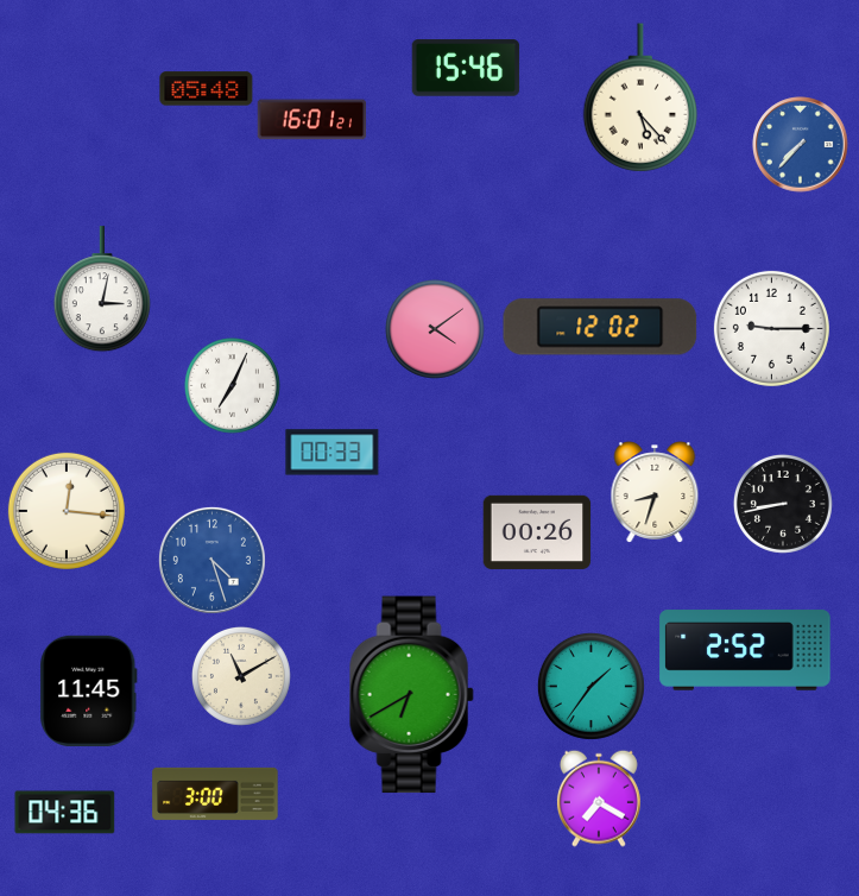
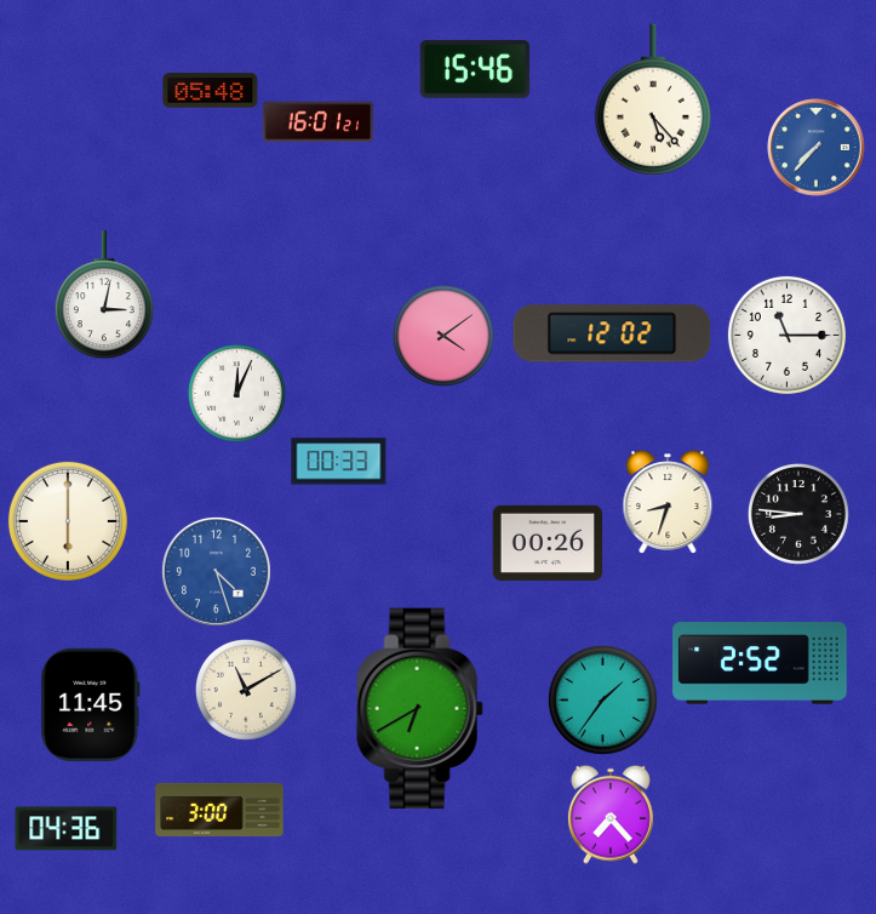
clock at (771, 328): 9:15 -> 11:15
clock at (233, 386): 7:04 -> 12:04
clock at (783, 504): 8:43 -> 8:46
clock at (67, 511): 12:16 -> 6:00
clock at (599, 799): 7:20 -> 7:23
